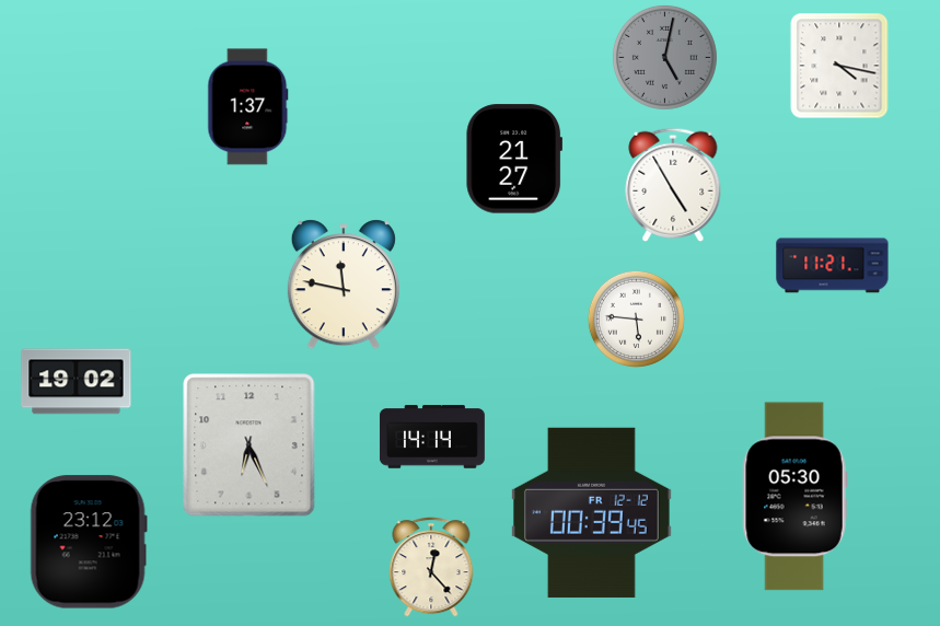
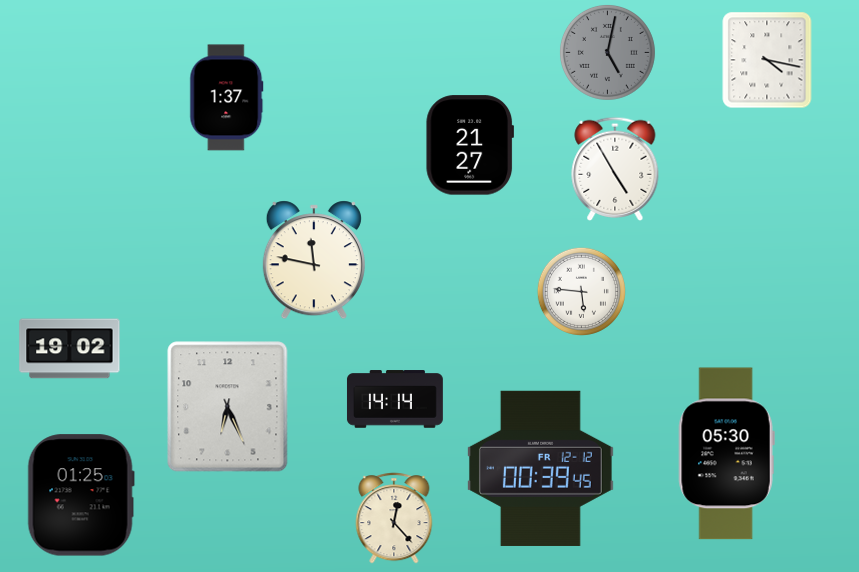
clock at (833, 266): 11:21 -> none
clock at (89, 542): 23:12 -> 01:25
